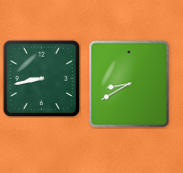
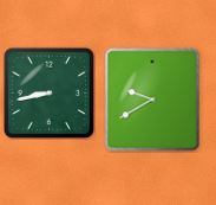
clock at (129, 84): 8:40 -> 9:40
